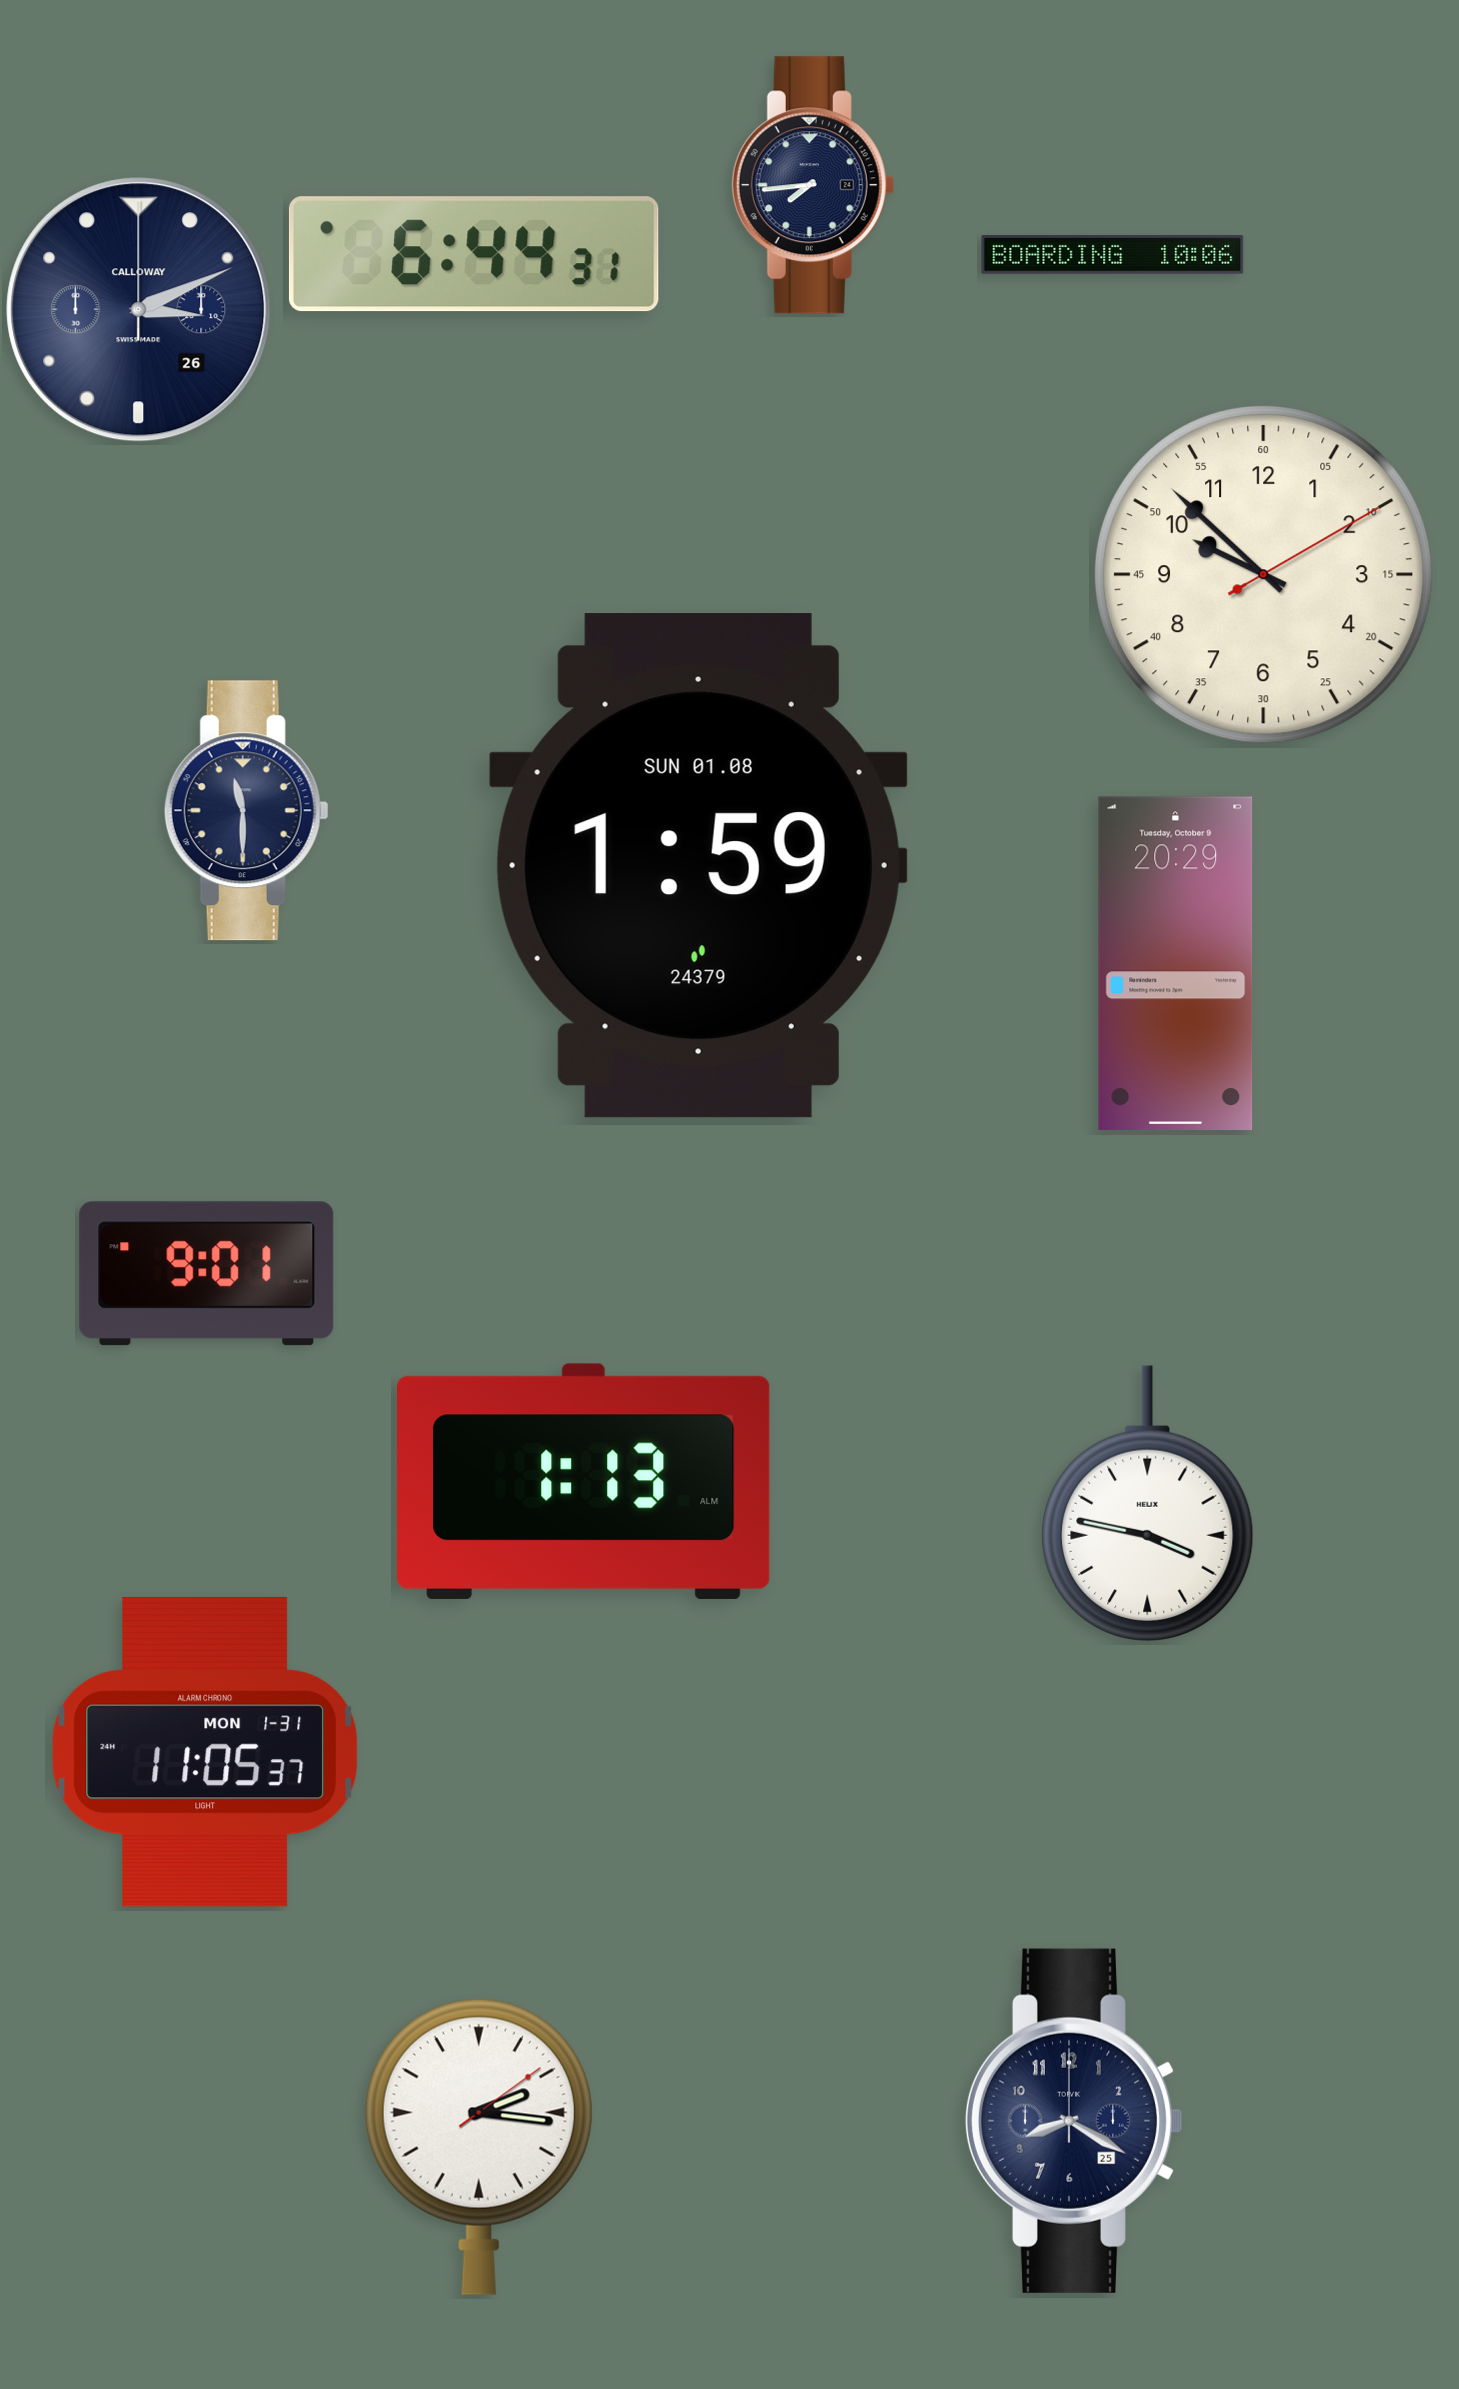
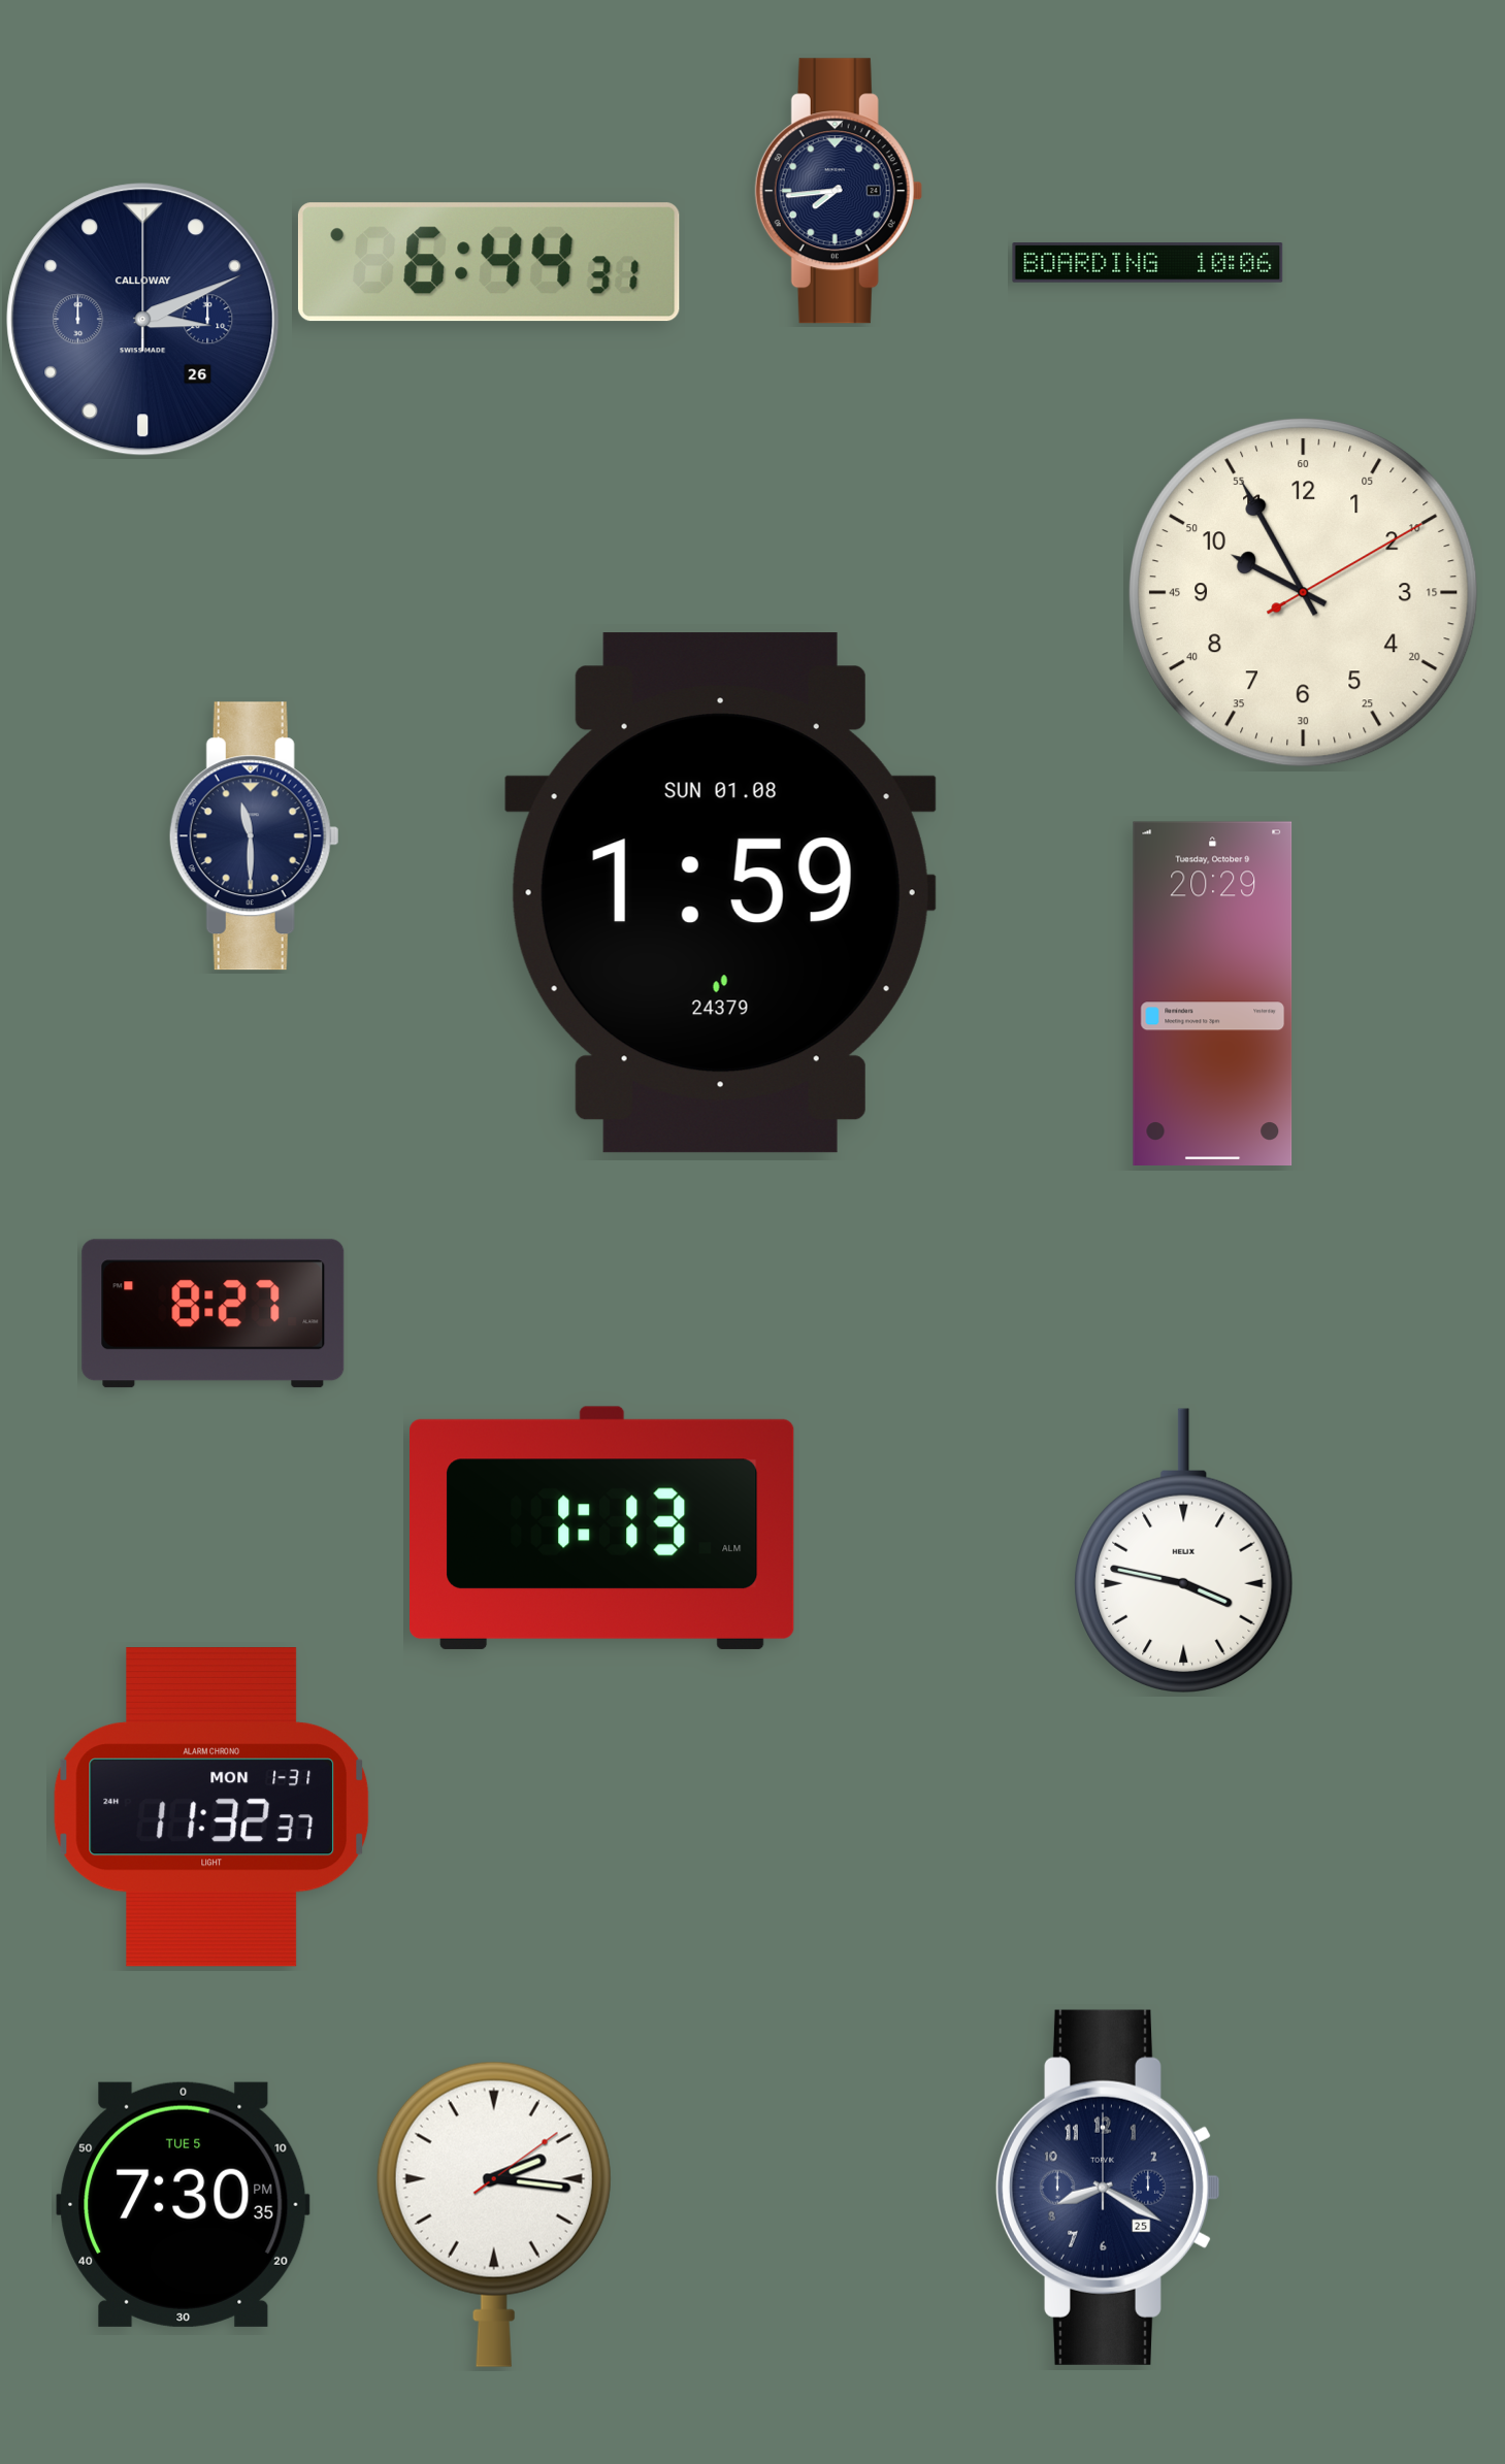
clock at (1263, 574): 9:52 -> 9:55
clock at (207, 1274): 9:01 -> 8:27
clock at (205, 1753): 11:05 -> 11:32
clock at (184, 2204): none -> 7:30
